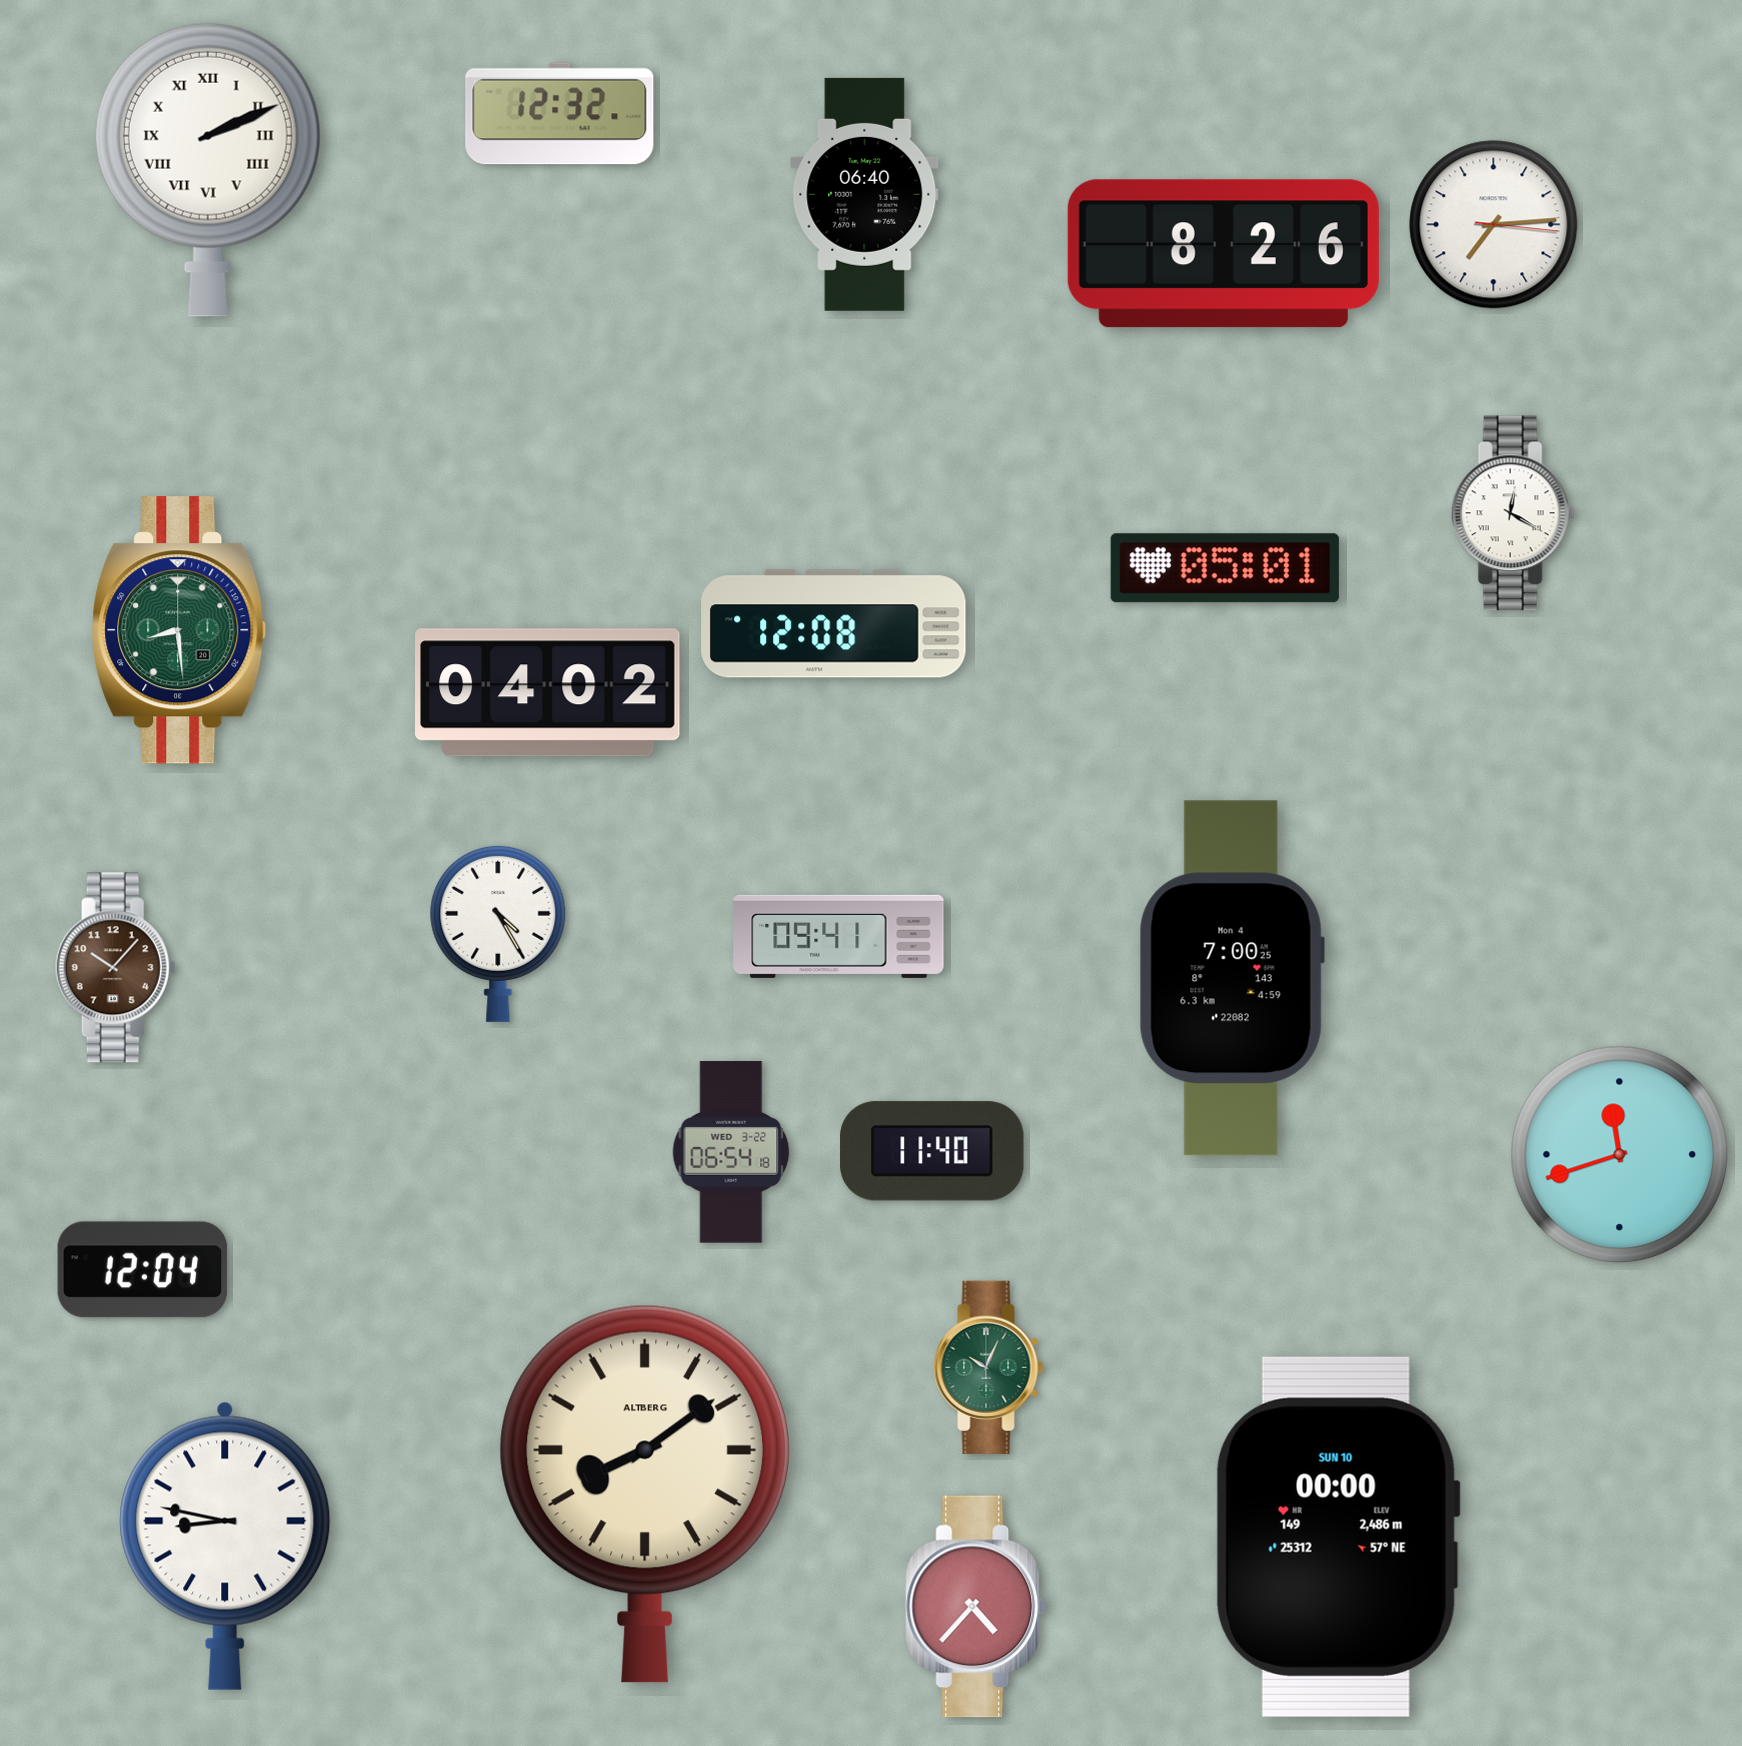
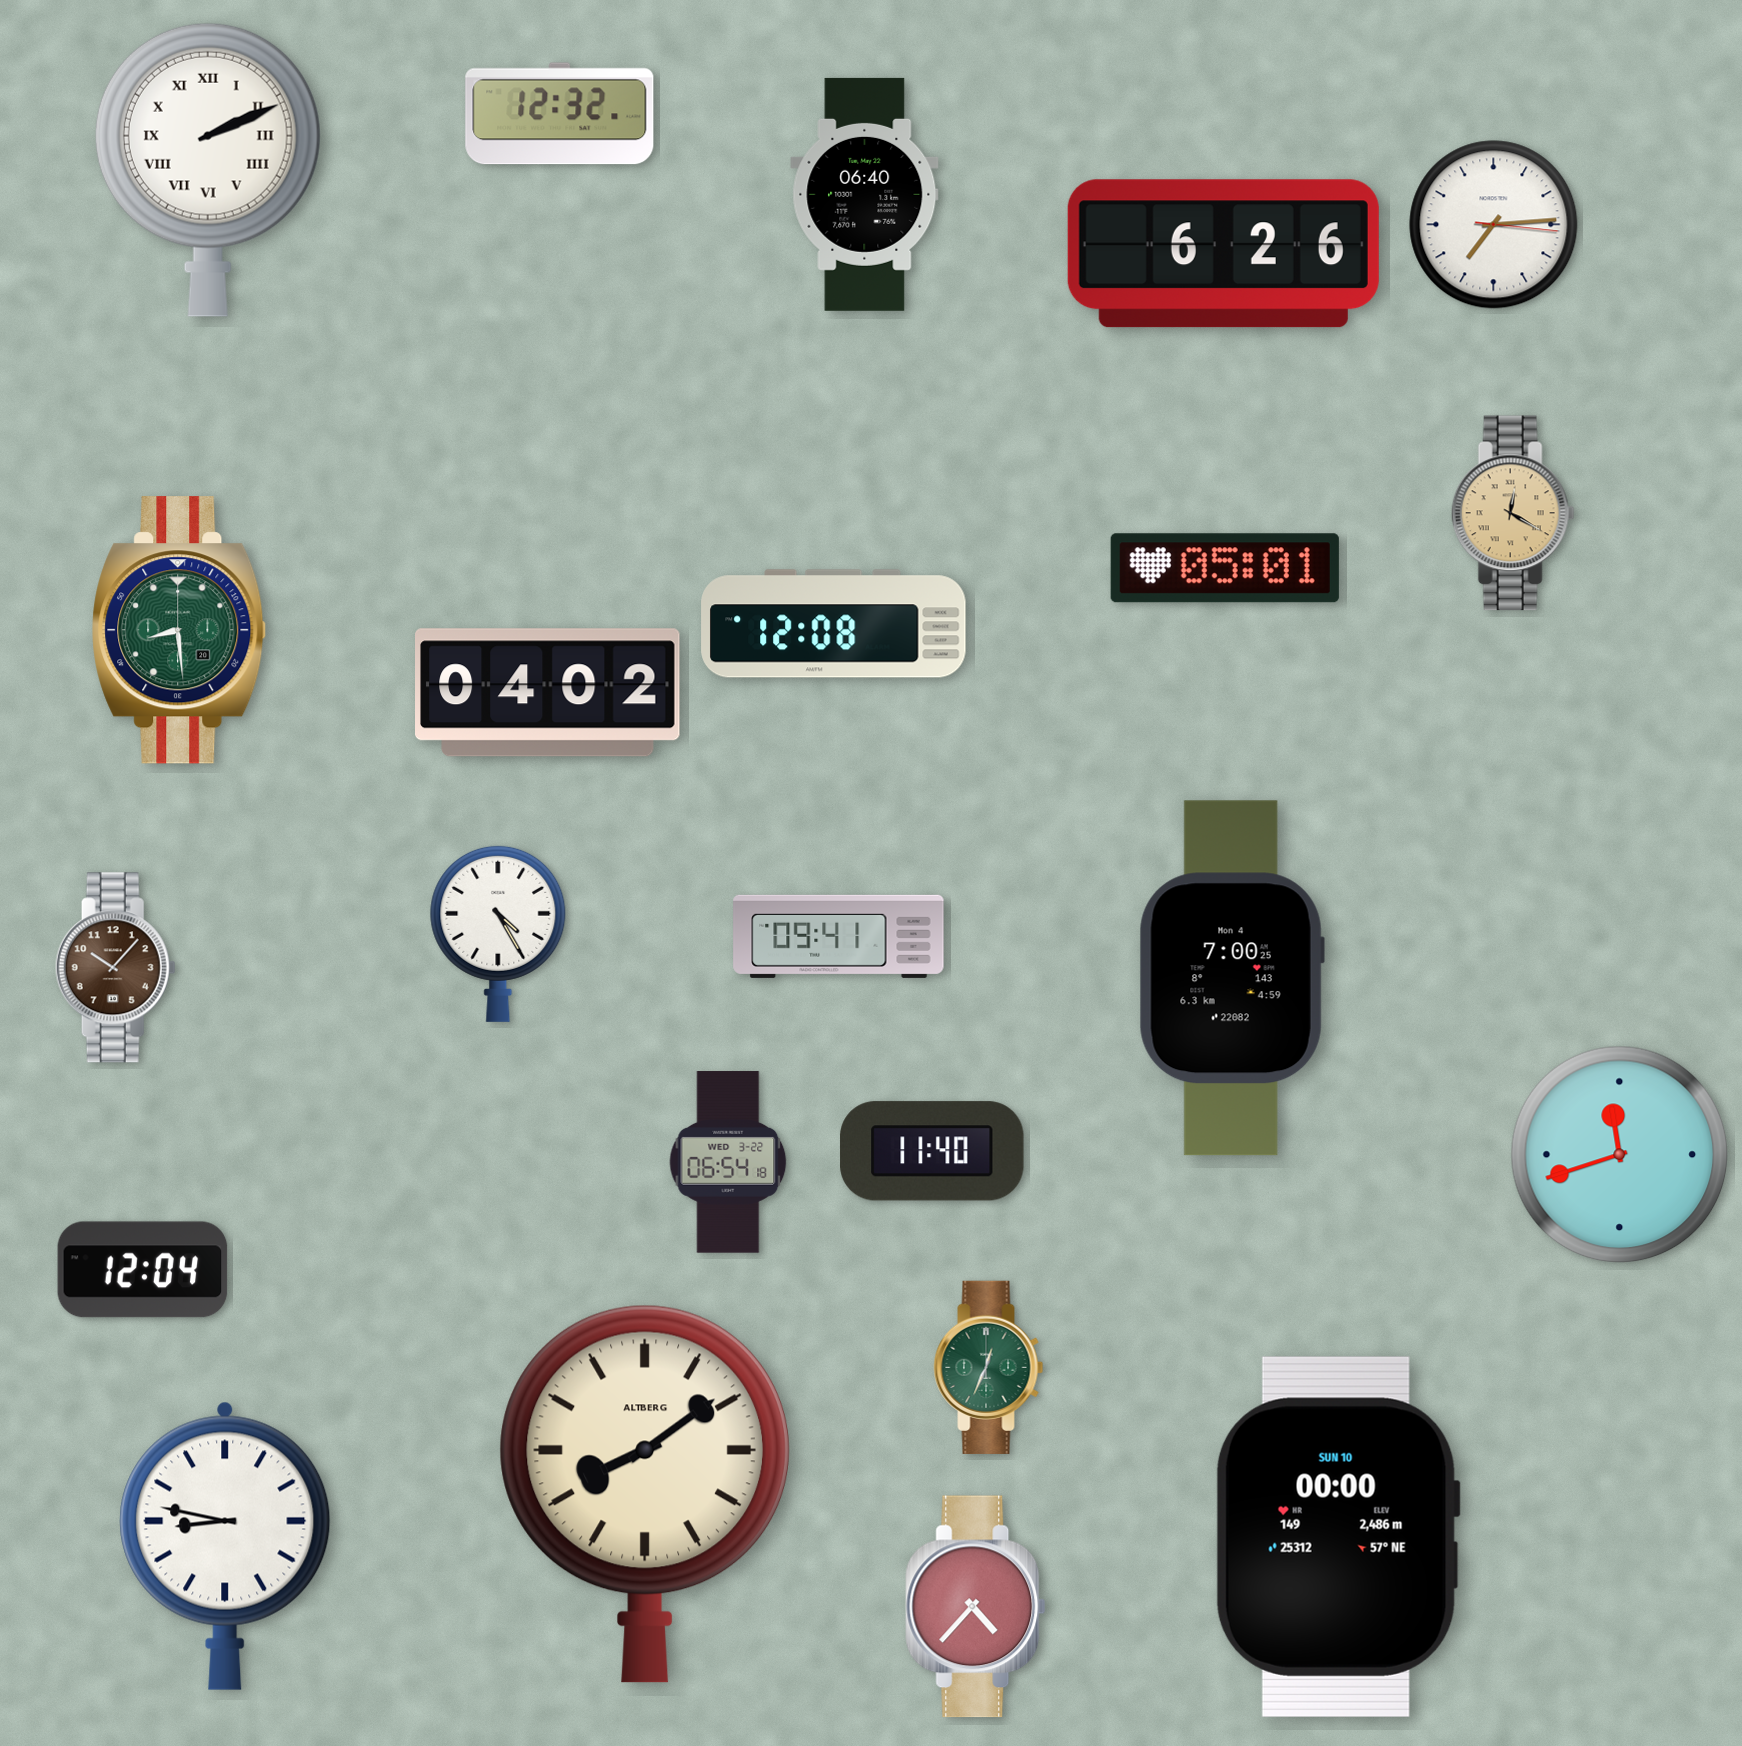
clock at (1223, 254): 8:26 -> 6:26
clock at (1513, 513) dial: white -> champagne
clock at (731, 1152) position: (731, 1152) -> (728, 1162)
clock at (989, 1367): 10:04 -> 12:34
